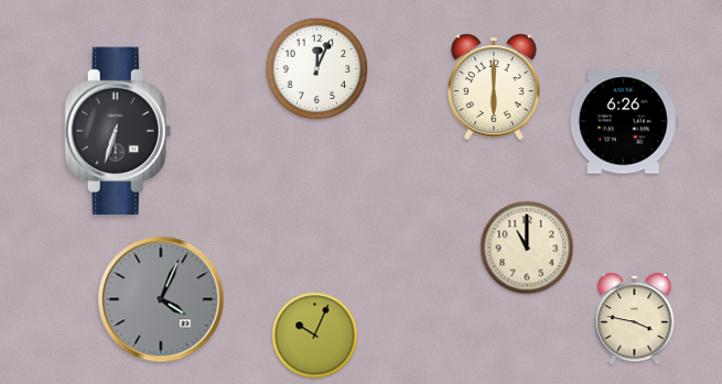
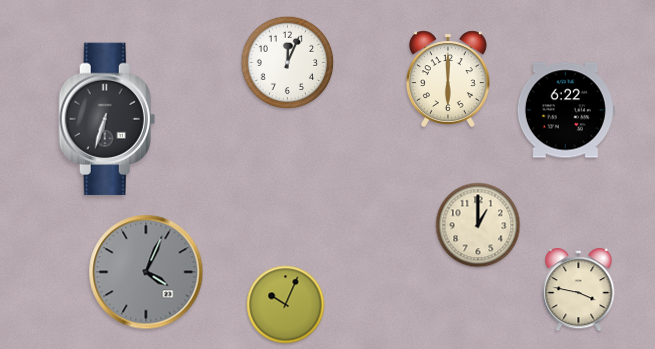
clock at (624, 121): 6:26 -> 6:22
clock at (527, 248): 11:00 -> 1:00
clock at (635, 319) position: (635, 319) -> (579, 290)
